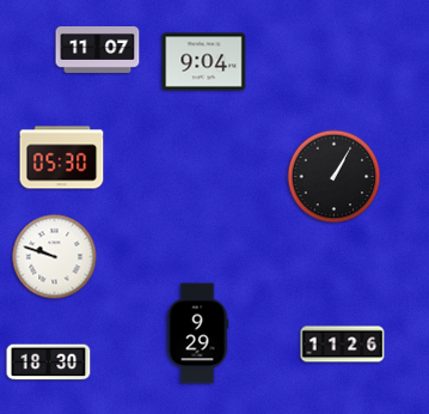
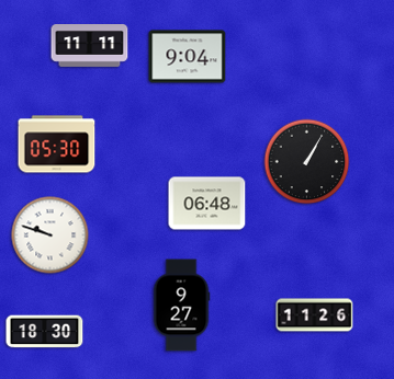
clock at (98, 50): 11:07 -> 11:11
clock at (207, 204): none -> 06:48
clock at (197, 334): 9:29 -> 9:27
